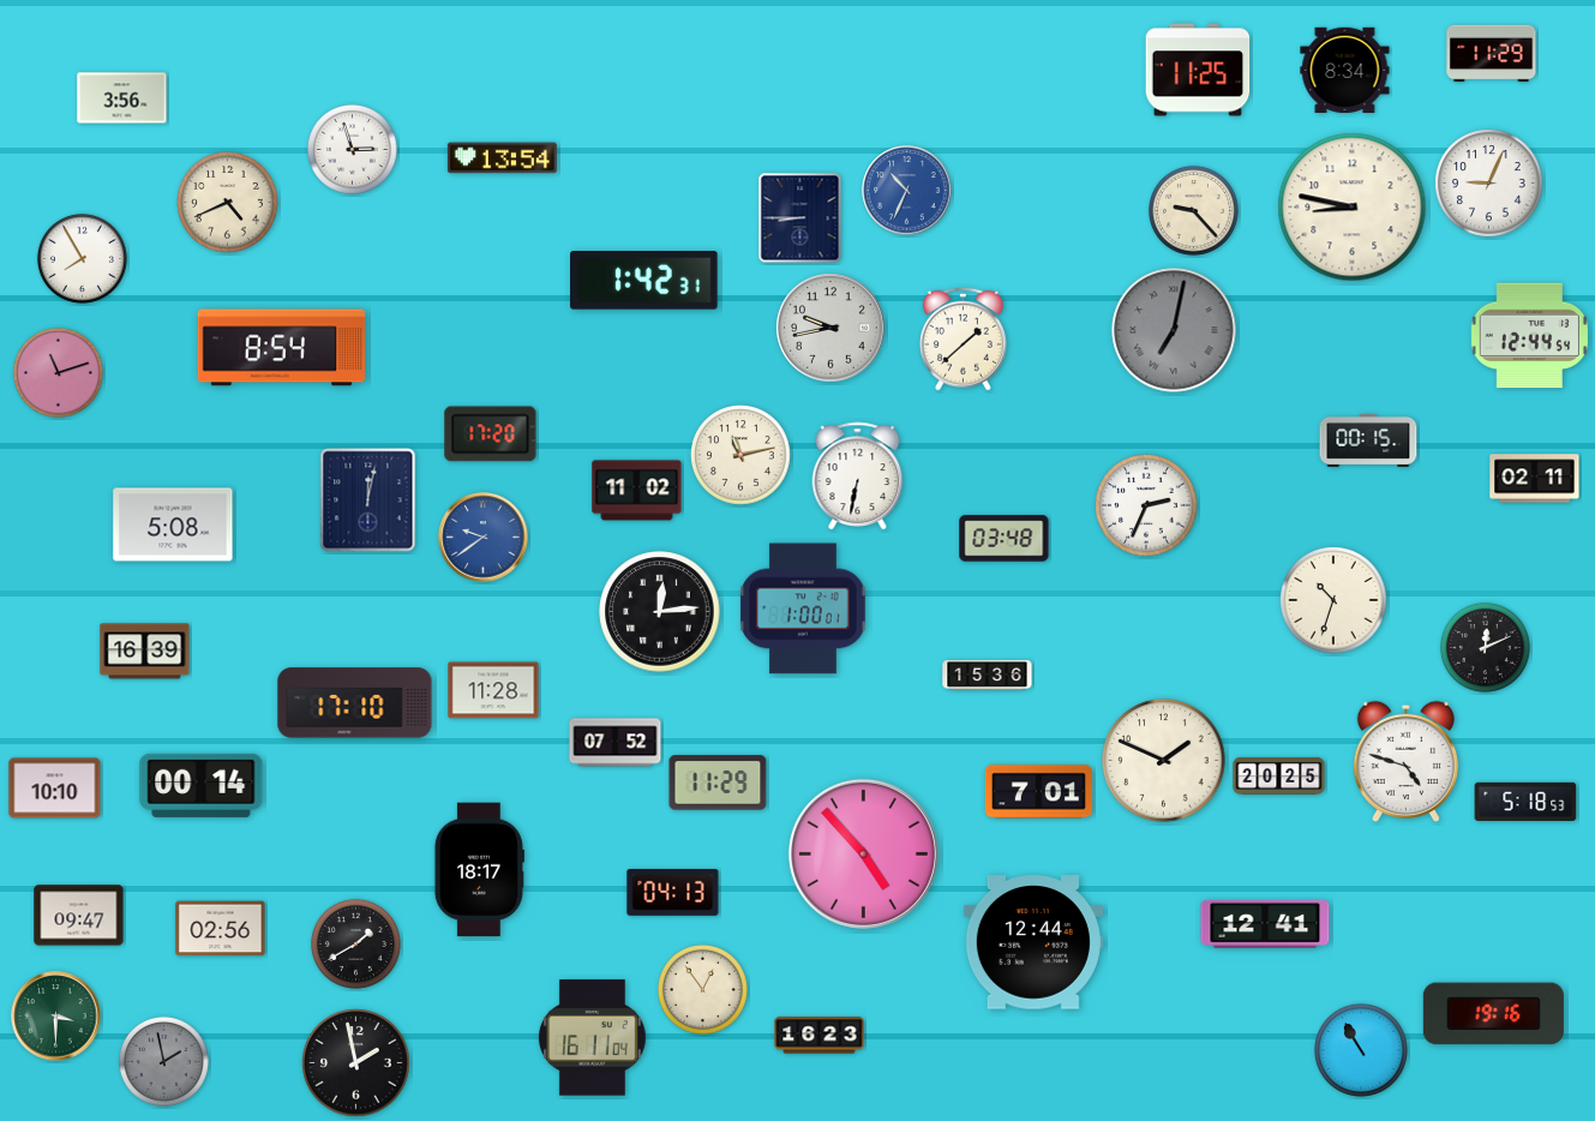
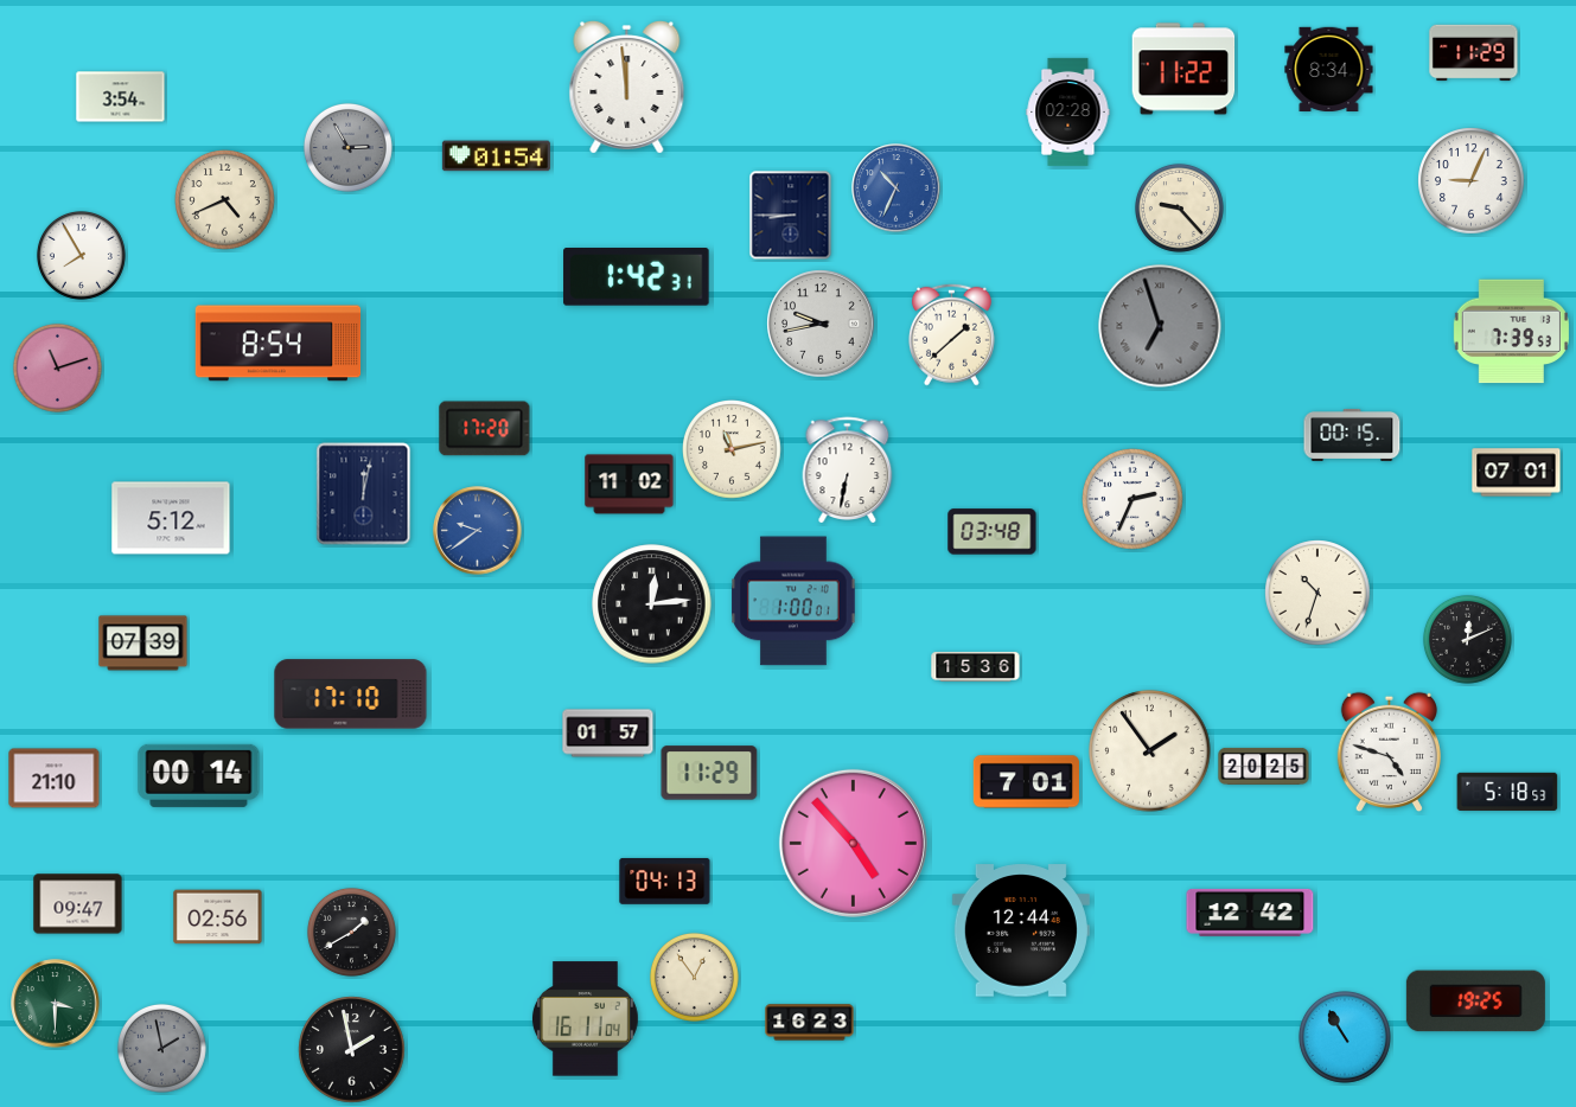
clock at (1198, 70): 11:25 -> 11:22
clock at (627, 87): none -> 11:59
clock at (122, 98): 3:56 -> 3:54
clock at (1068, 111): none -> 02:28
clock at (352, 149): 2:57 -> 2:55
clock at (352, 149) dial: white -> grey
clock at (502, 158): 13:54 -> 01:54
clock at (1353, 208): 8:47 -> none
clock at (1174, 330): 7:02 -> 6:57
clock at (1529, 336): 12:44 -> 7:39
clock at (1535, 479): 02:11 -> 07:01
clock at (173, 524): 5:08 -> 5:12
clock at (145, 652): 16:39 -> 07:39
clock at (493, 690): 11:28 -> none
clock at (616, 743): 07:52 -> 01:57
clock at (1164, 761): 1:49 -> 1:54
clock at (55, 789): 10:10 -> 21:10
clock at (479, 870): 18:17 -> none
clock at (1265, 924): 12:41 -> 12:42
clock at (1493, 1014): 19:16 -> 19:25
clock at (592, 1038) position: (592, 1038) -> (585, 1019)
